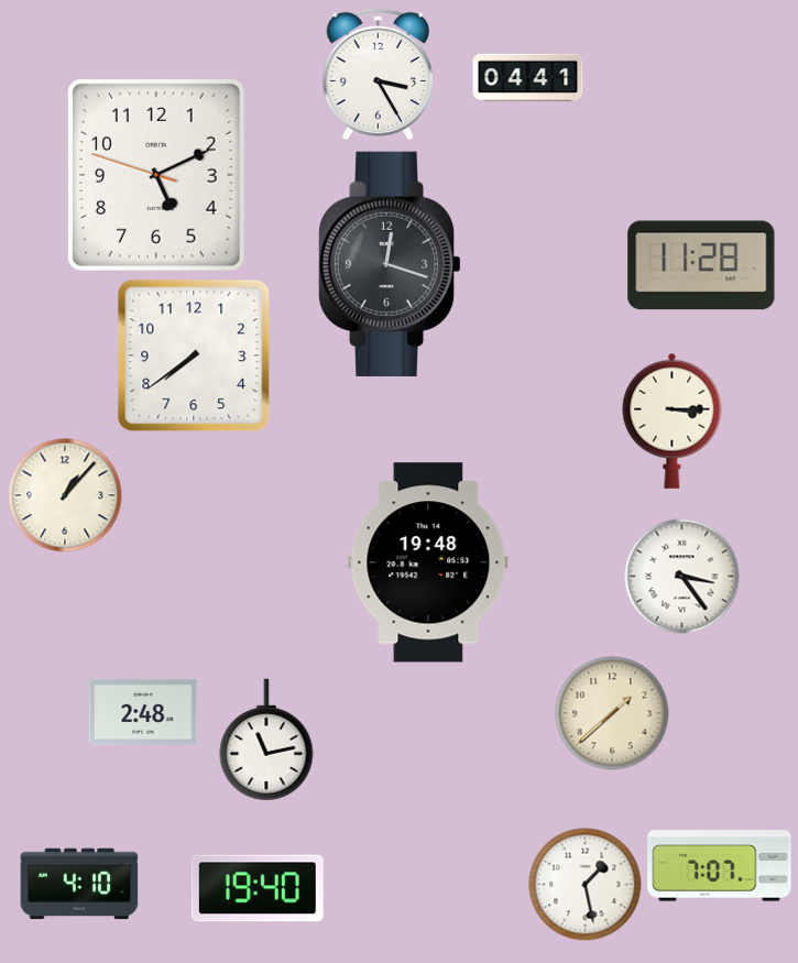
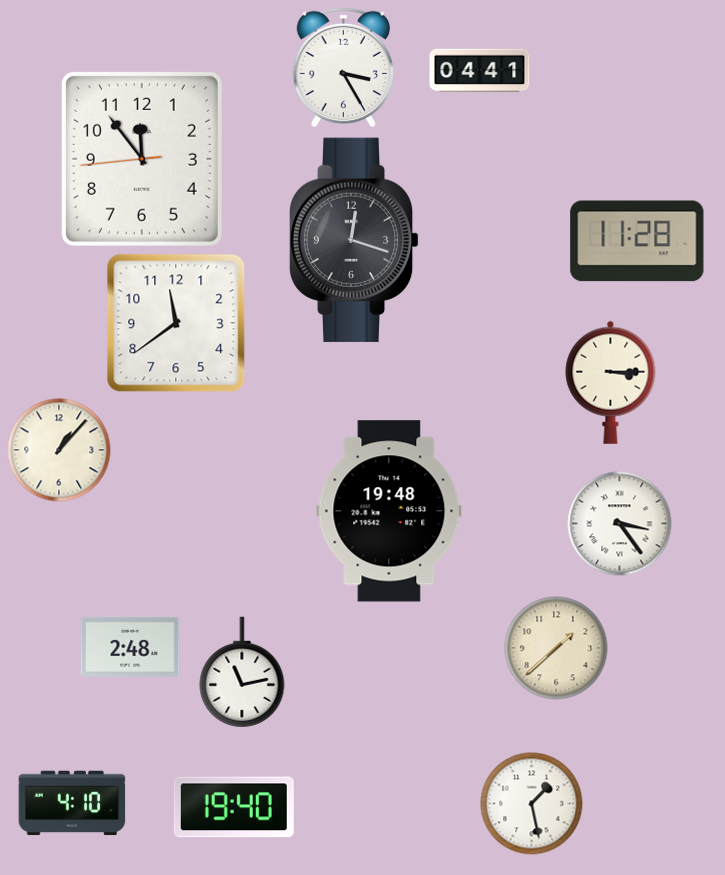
clock at (156, 175): 5:10 -> 11:53
clock at (194, 355): 7:39 -> 11:39
clock at (720, 866): 7:07 -> none
